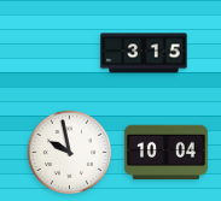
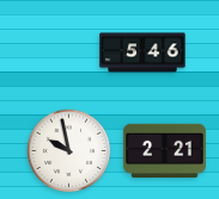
clock at (144, 53): 3:15 -> 5:46
clock at (165, 153): 10:04 -> 2:21
